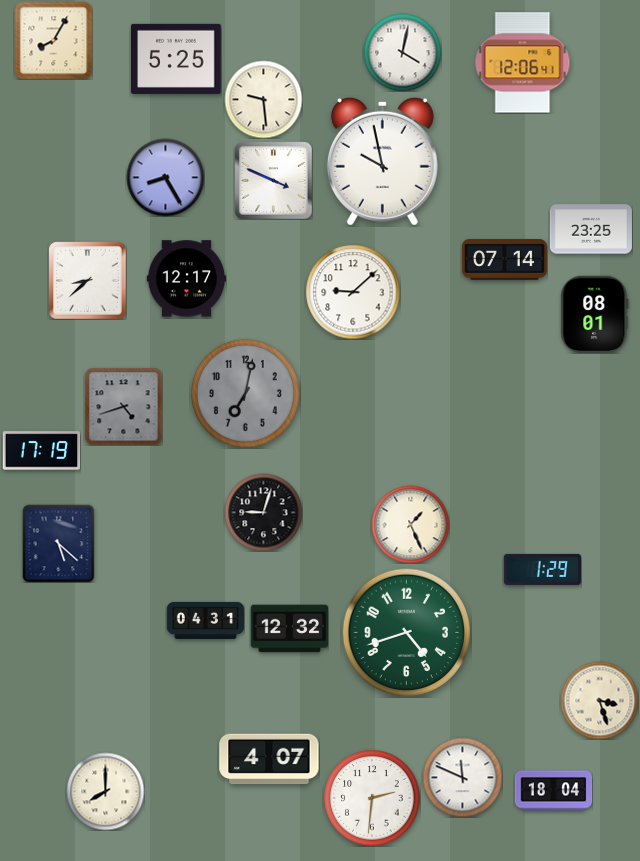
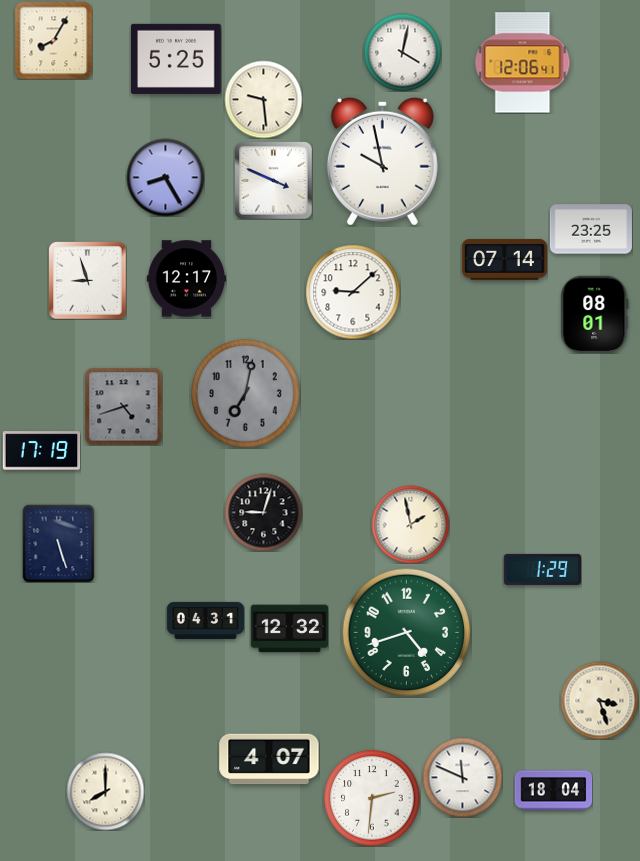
clock at (87, 280): 8:38 -> 8:57
clock at (410, 524): 1:26 -> 1:58
clock at (59, 543): 5:22 -> 5:27
